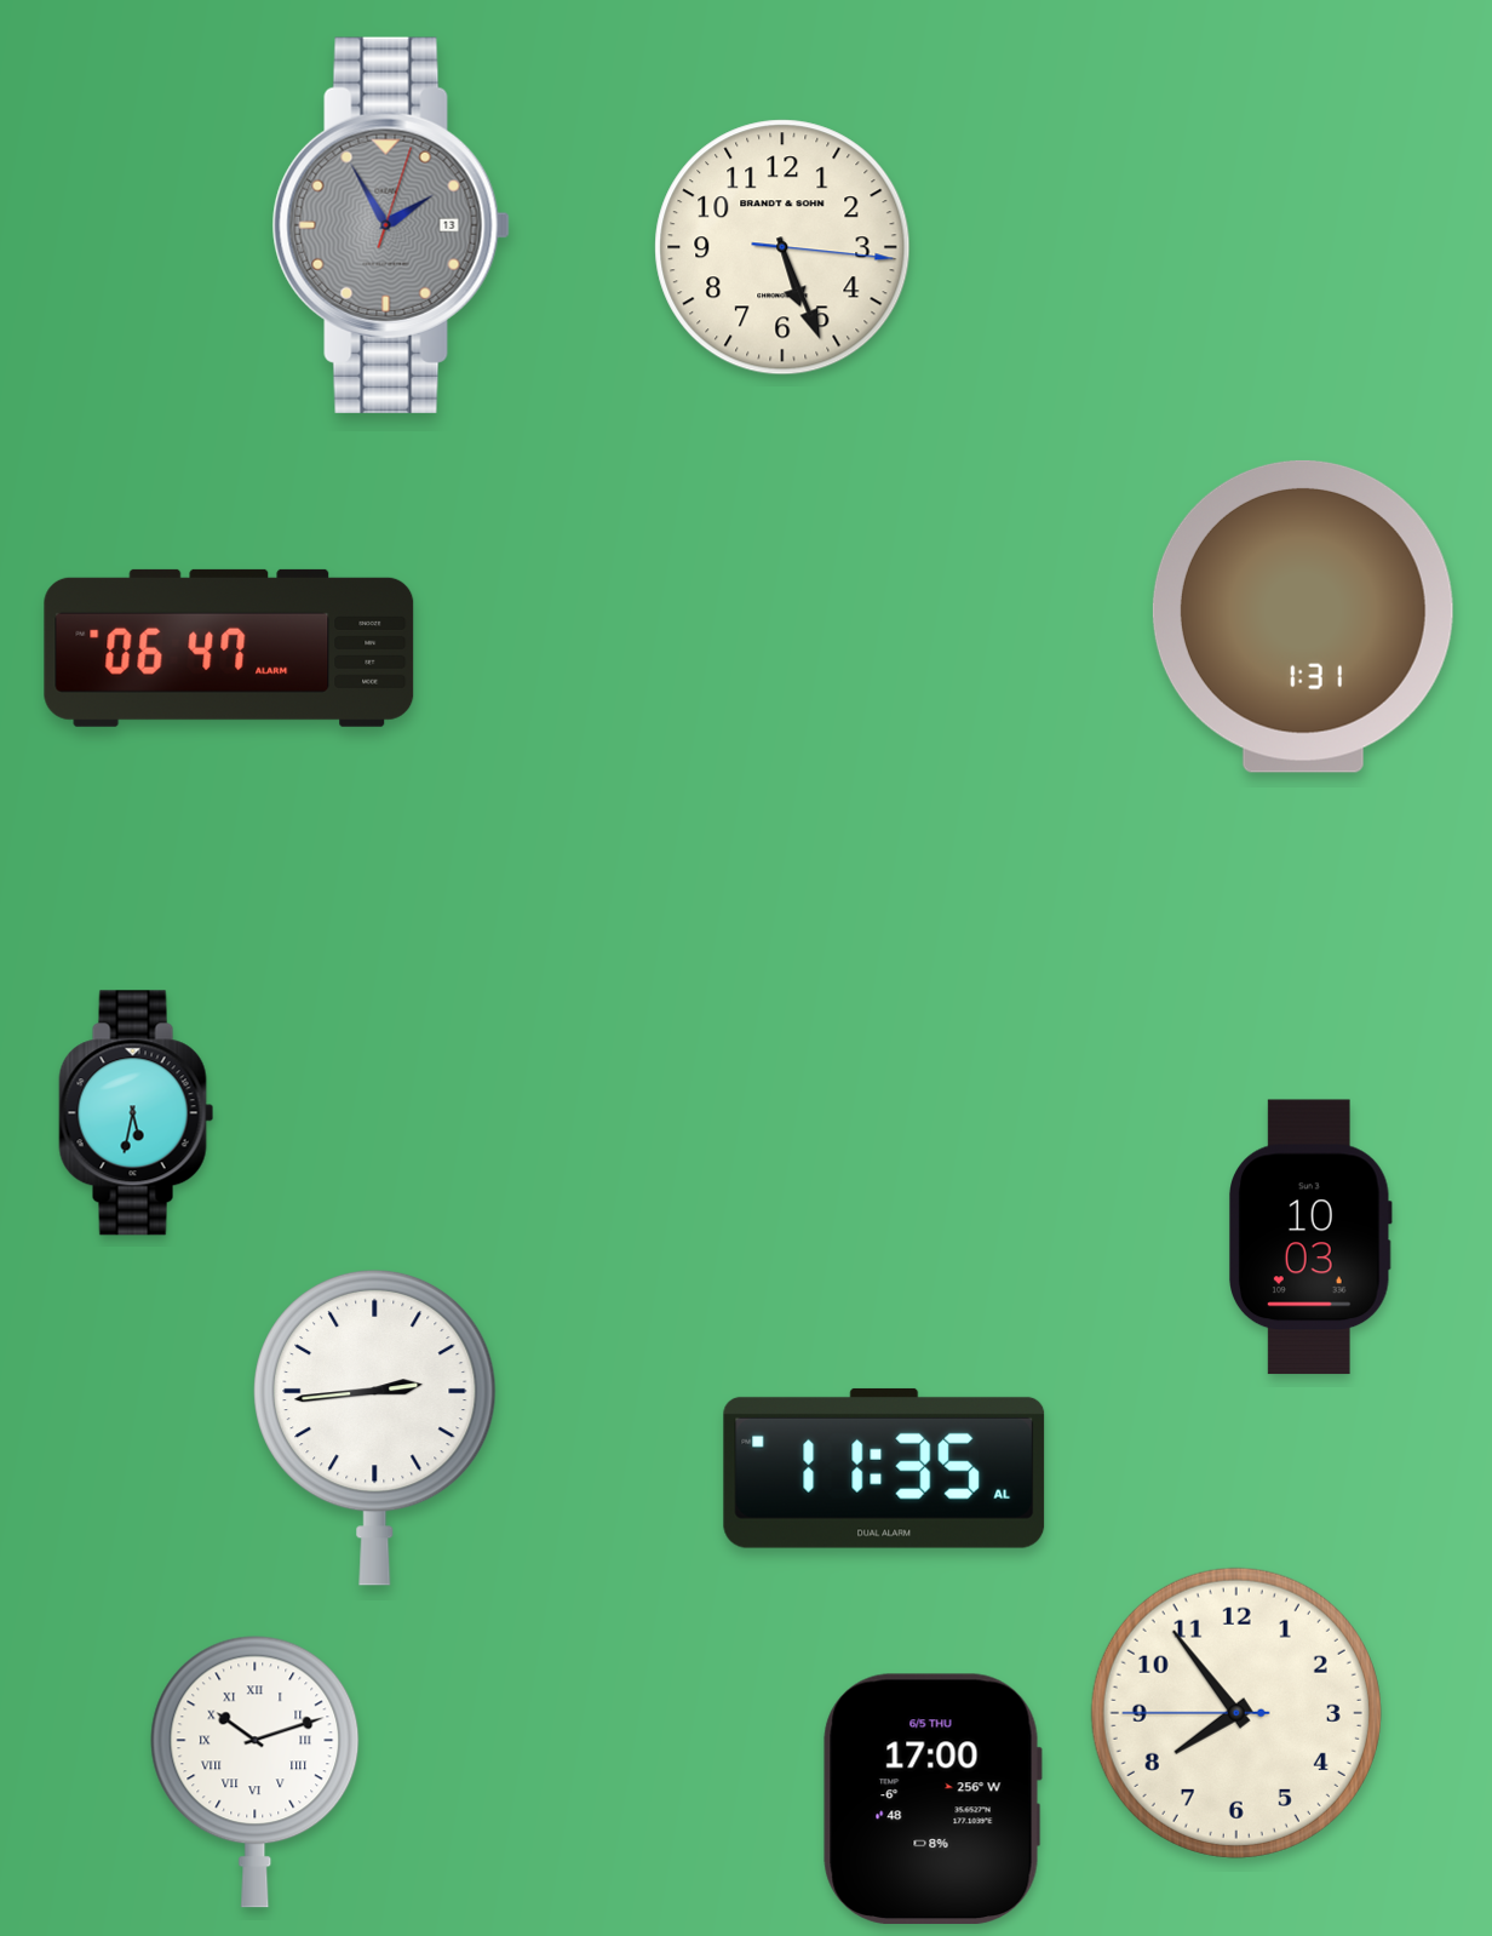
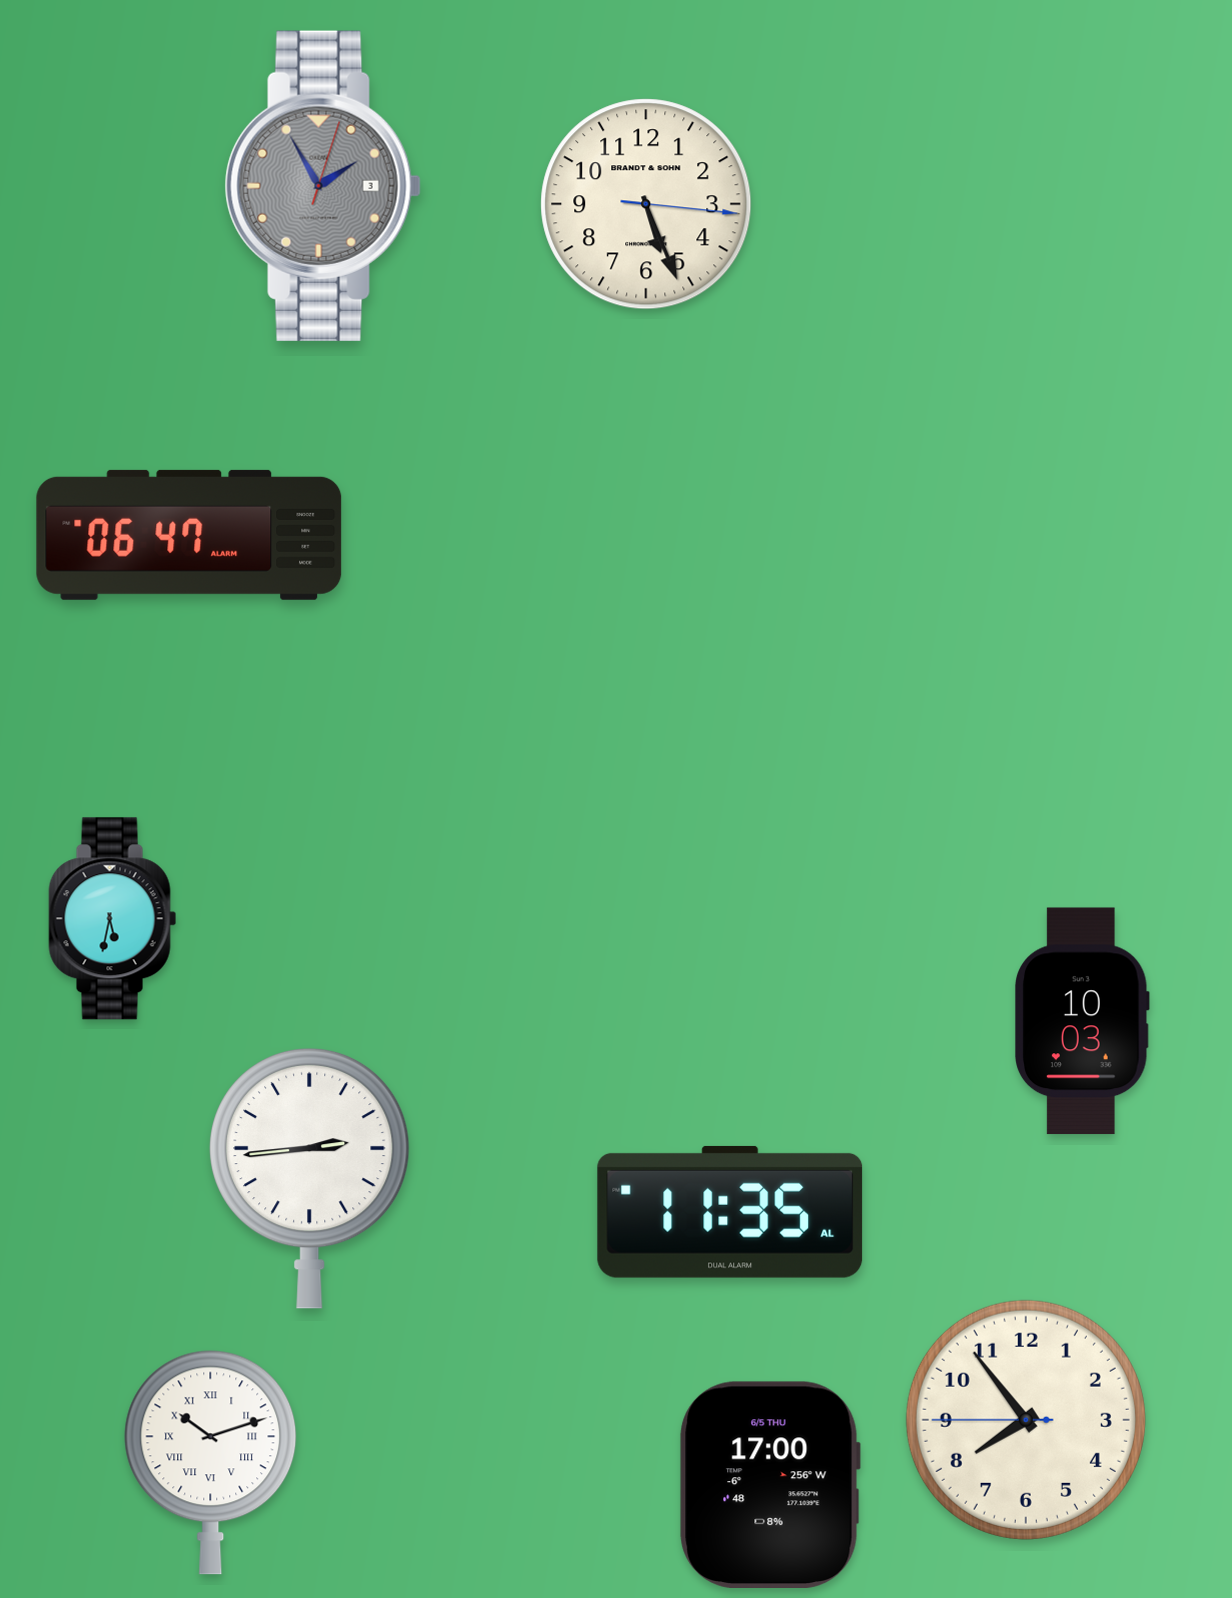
clock at (391, 225) date: 13 -> 3
clock at (1303, 617): 1:31 -> none
clock at (1236, 1713) position: (1236, 1713) -> (1026, 1420)
